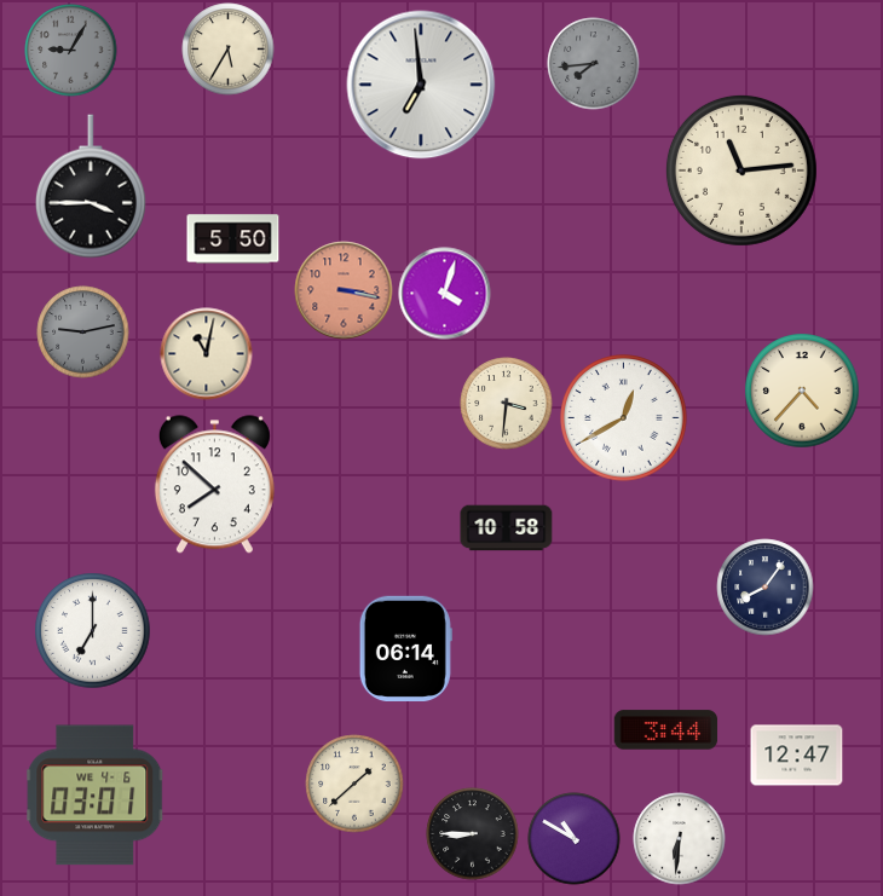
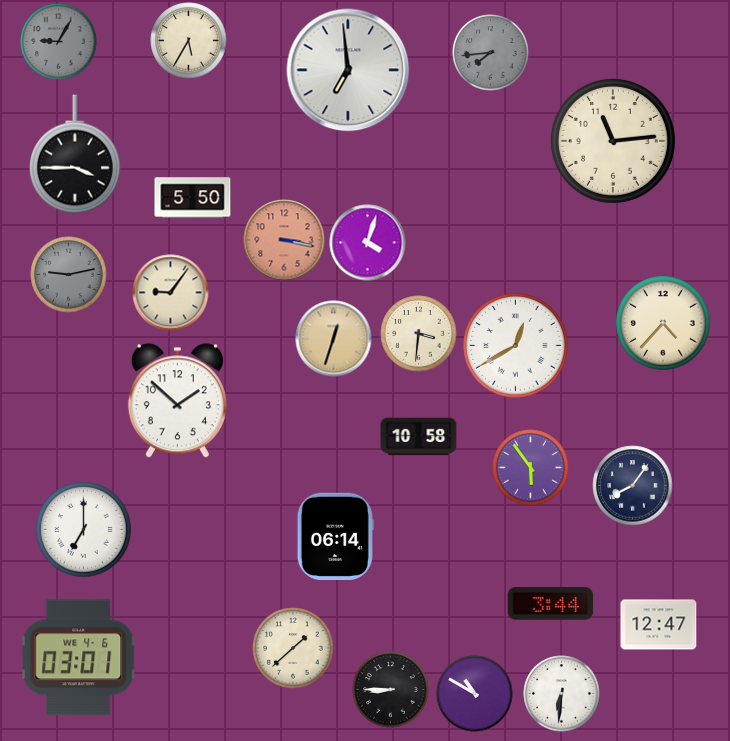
clock at (207, 354): 11:02 -> 9:06
clock at (334, 339): none -> 12:33
clock at (214, 485): 7:52 -> 1:52
clock at (531, 468): none -> 5:54
clock at (93, 631) position: (93, 631) -> (84, 530)
